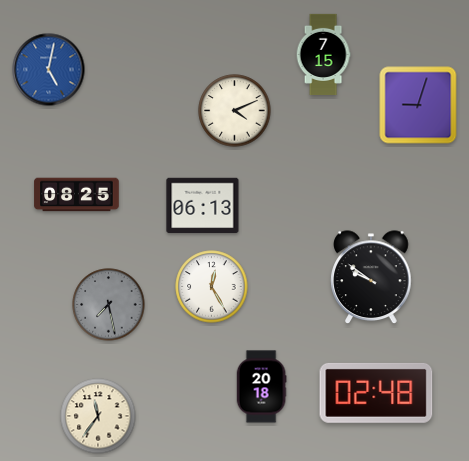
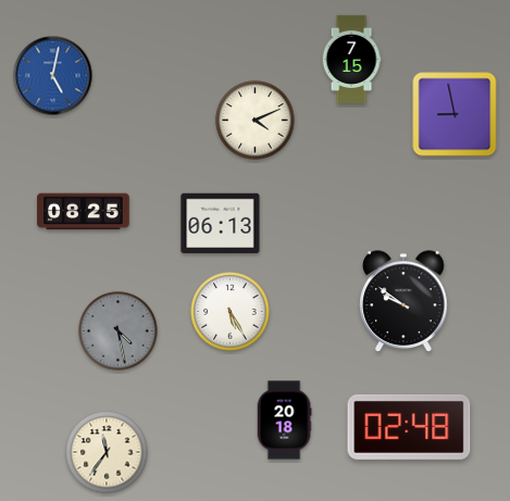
clock at (418, 105): 9:03 -> 8:58
clock at (212, 287): 12:25 -> 5:25
clock at (109, 305): 7:28 -> 4:28
